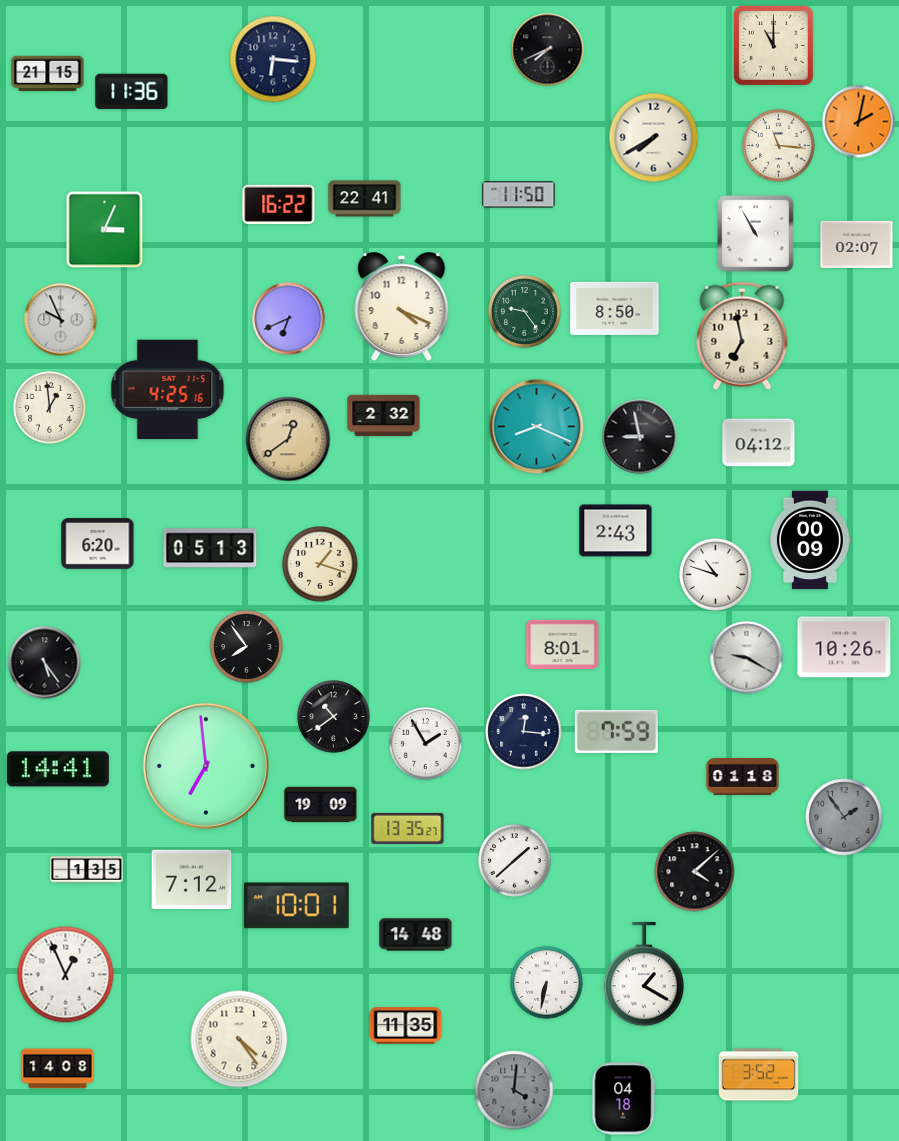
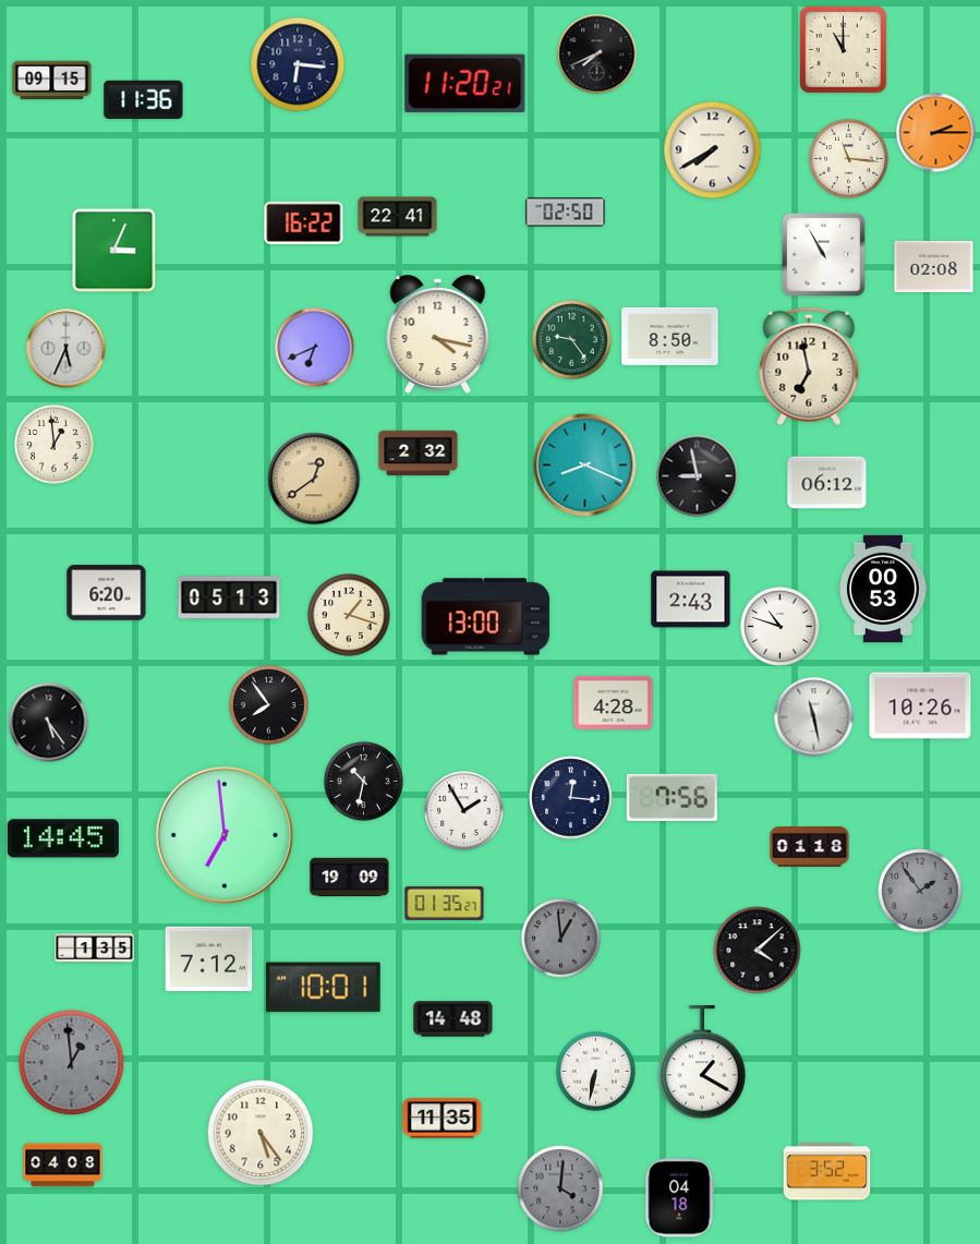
clock at (48, 74): 21:15 -> 09:15
clock at (465, 83): none -> 11:20
clock at (859, 122): 2:02 -> 2:15
clock at (519, 195): 11:50 -> 02:50
clock at (857, 244): 02:07 -> 02:08
clock at (402, 307): 4:19 -> 4:17
clock at (61, 320): 9:56 -> 5:34
clock at (168, 390): 4:25 -> none
clock at (759, 443): 04:12 -> 06:12
clock at (616, 531) position: (616, 531) -> (691, 600)
clock at (811, 540): 00:09 -> 00:53
clock at (486, 617): none -> 13:00
clock at (563, 644): 8:01 -> 4:28
clock at (747, 658): 9:20 -> 11:28
clock at (334, 717): 10:39 -> 10:32
clock at (616, 731): 7:59 -> 7:56
clock at (58, 769): 14:41 -> 14:45
clock at (408, 828): 13:35 -> 01:35
clock at (515, 861): 1:38 -> 12:59
clock at (515, 861) dial: white -> grey
clock at (66, 975): 12:56 -> 12:59
clock at (66, 975) dial: white -> grey
clock at (239, 1039): 4:24 -> 5:24
clock at (58, 1069): 14:08 -> 04:08
